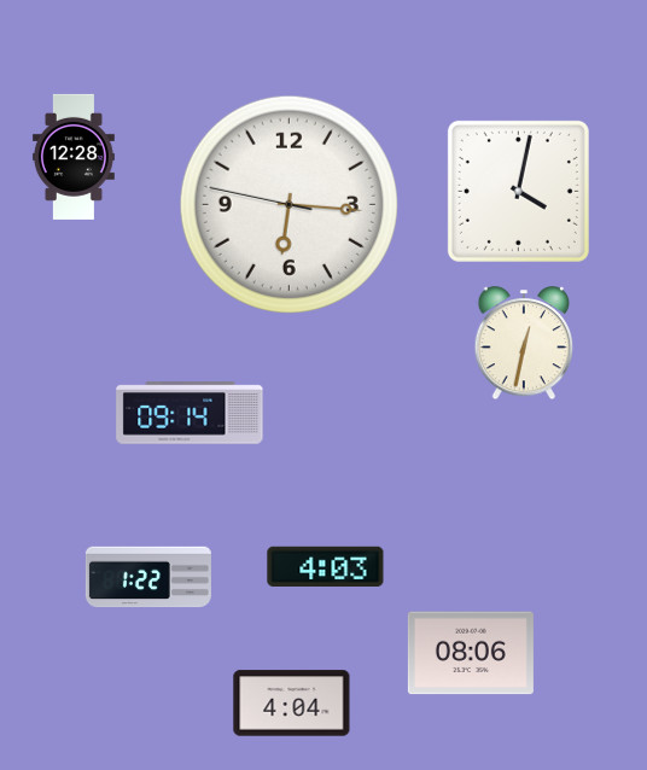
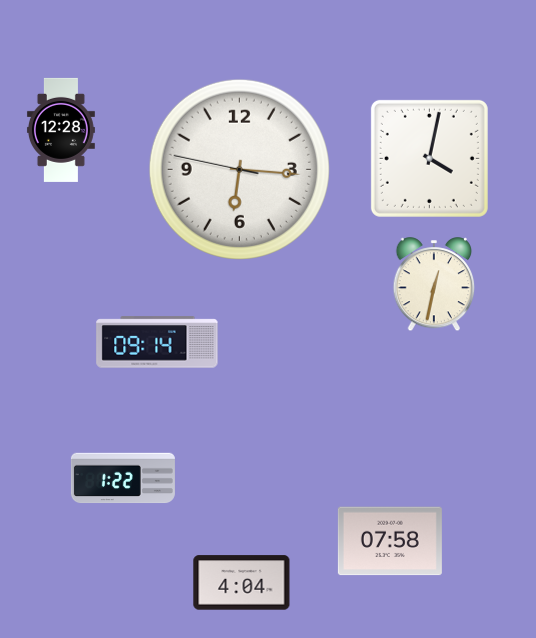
clock at (326, 566): 4:03 -> none
clock at (471, 653): 08:06 -> 07:58
